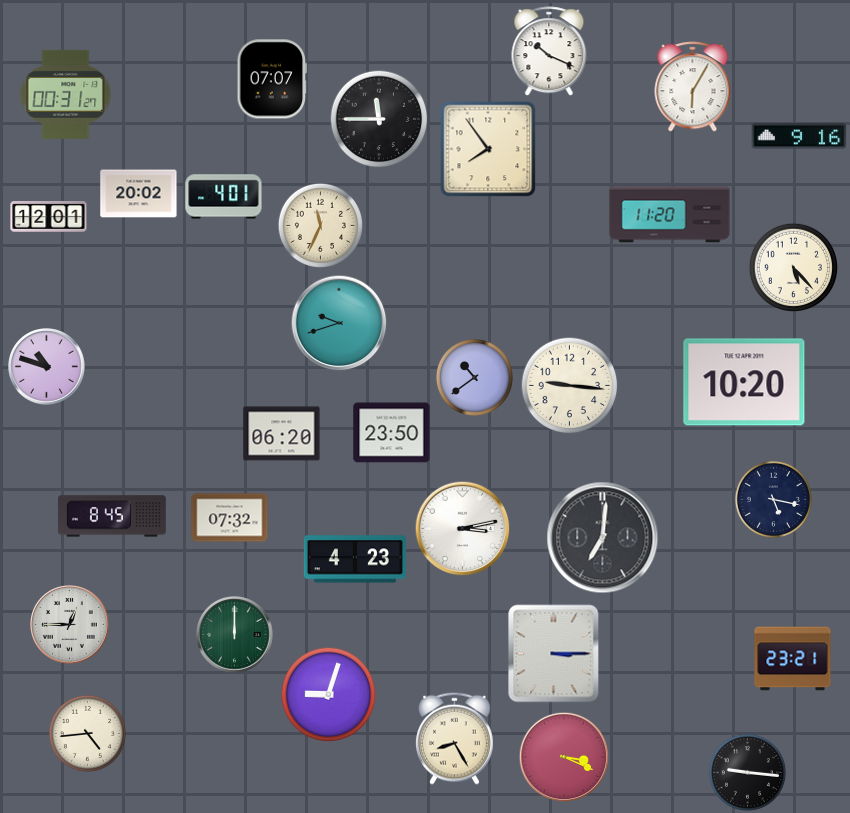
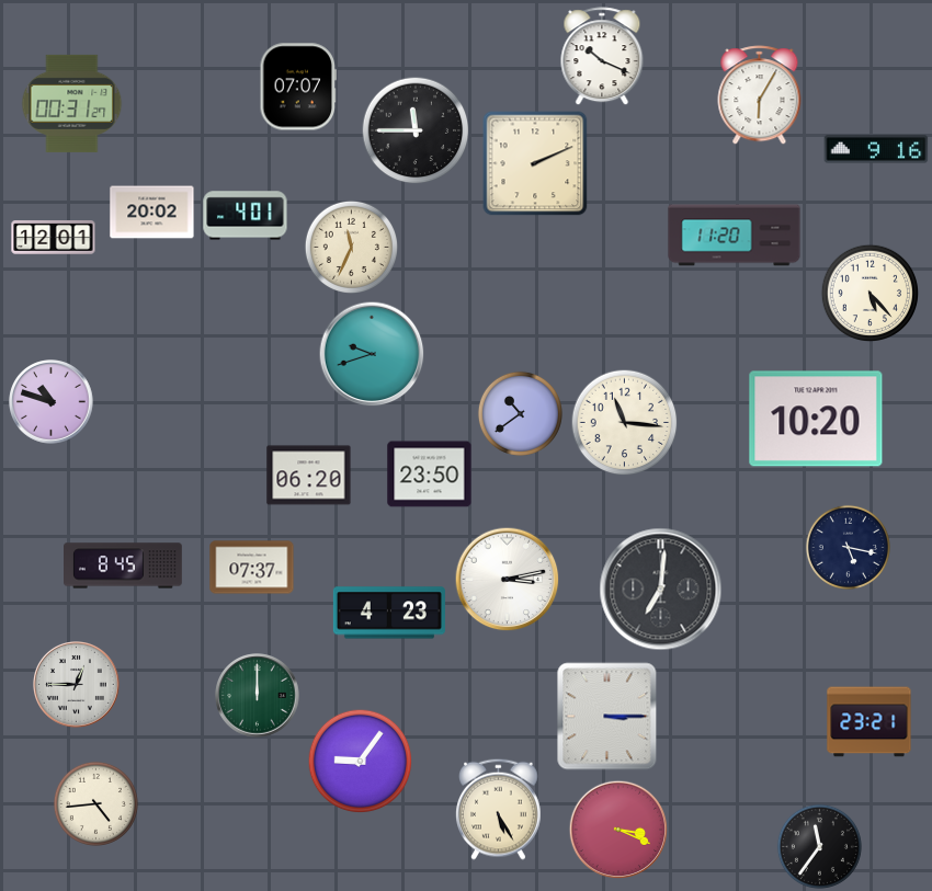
clock at (488, 149): 7:54 -> 2:11
clock at (569, 385): 9:16 -> 11:16
clock at (230, 518): 07:32 -> 07:37
clock at (328, 694): 9:03 -> 9:06
clock at (455, 738): 8:25 -> 5:25
clock at (747, 772): 9:16 -> 11:36
